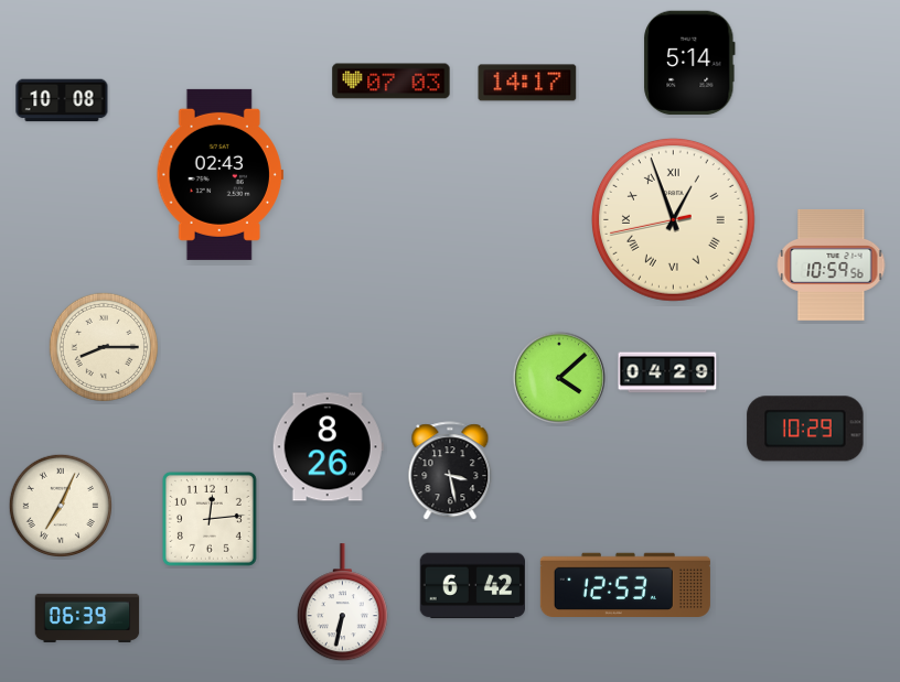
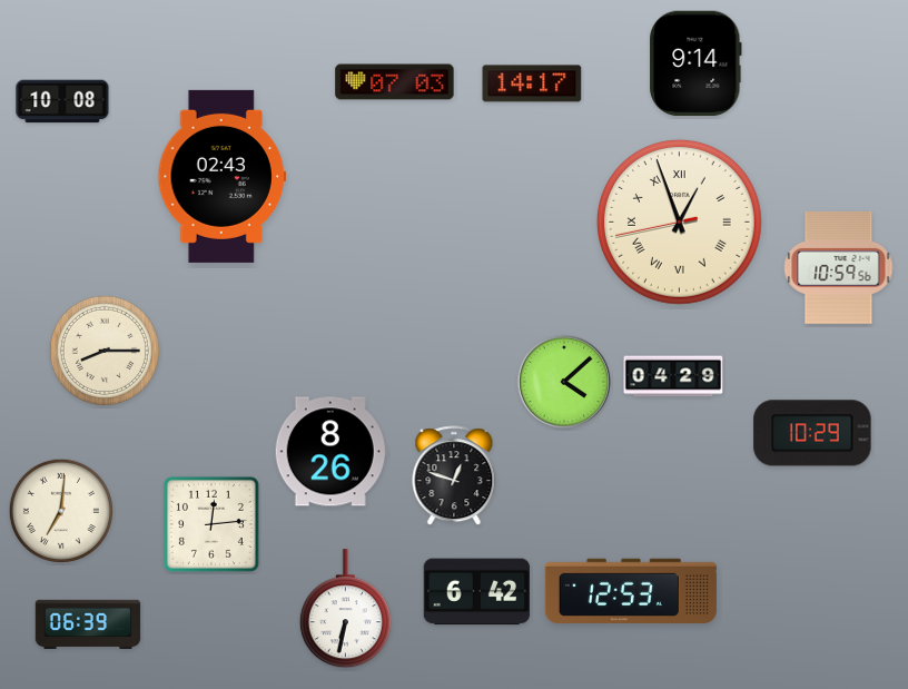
clock at (689, 63): 5:14 -> 9:14
clock at (450, 472): 3:28 -> 12:48
clock at (60, 505): 7:04 -> 7:01
